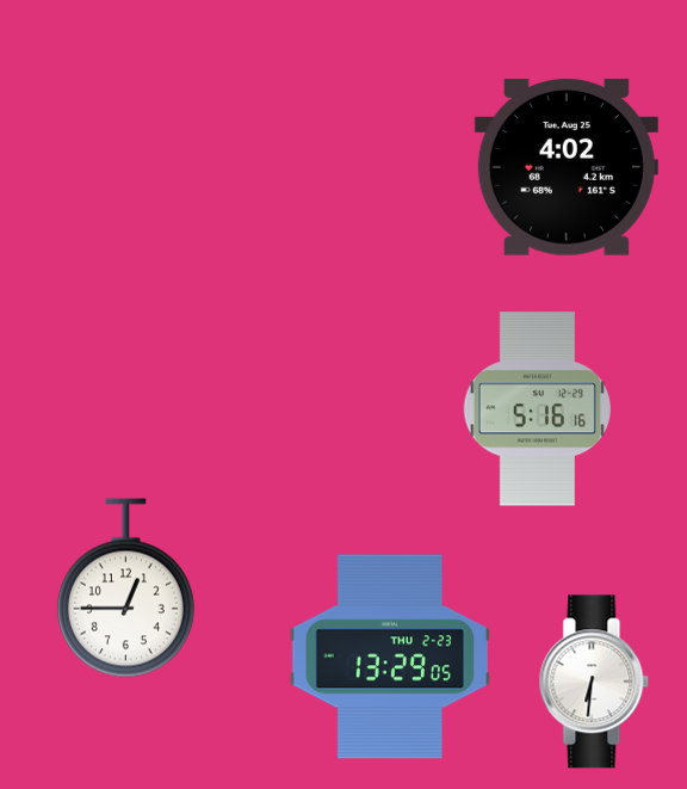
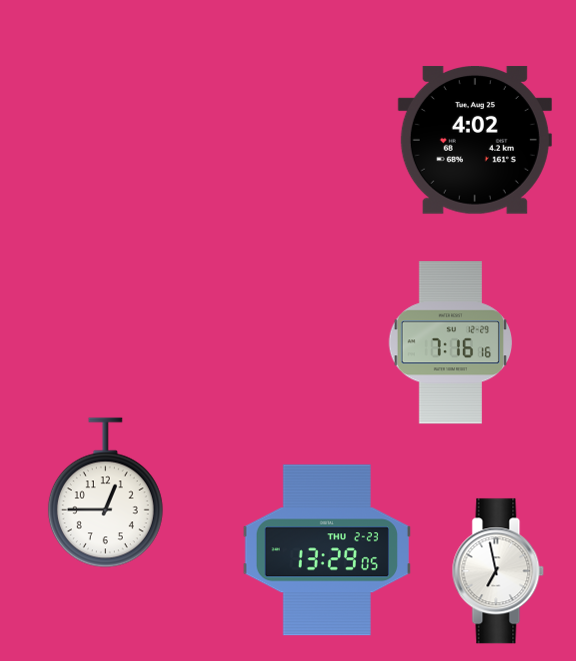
clock at (538, 409): 5:16 -> 7:16
clock at (594, 682): 6:31 -> 6:58
